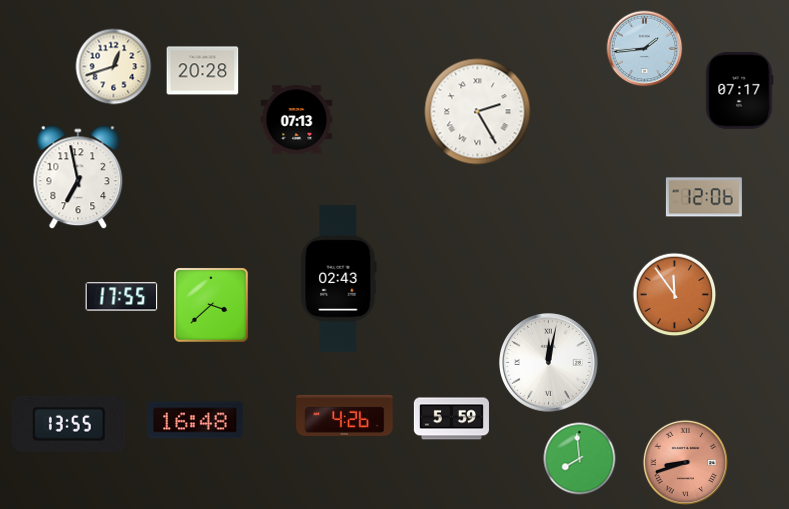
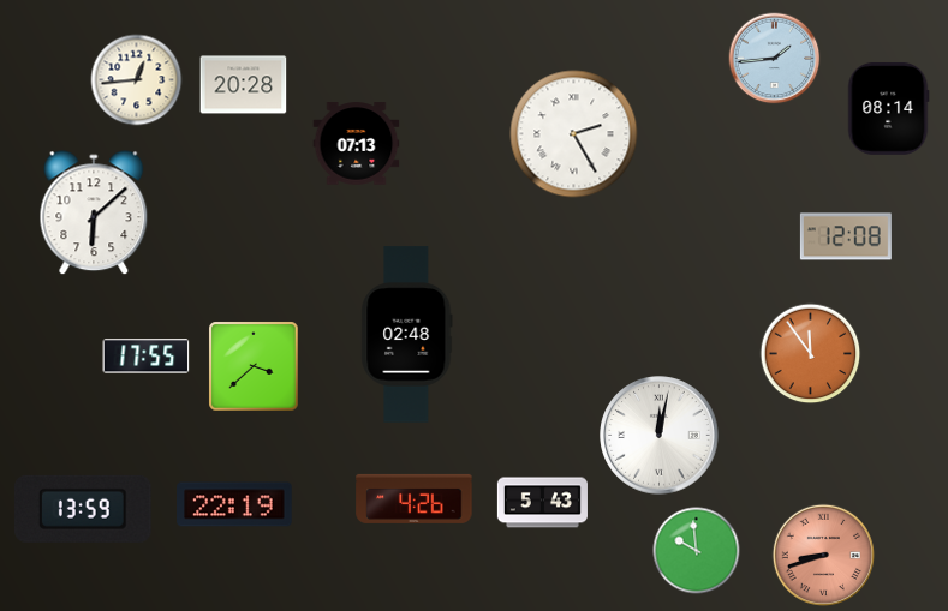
clock at (114, 67): 12:42 -> 12:44
clock at (740, 90): 07:17 -> 08:14
clock at (78, 178): 6:58 -> 6:08
clock at (704, 197): 12:06 -> 12:08
clock at (339, 279): 02:43 -> 02:48
clock at (451, 419): 5:59 -> 5:43
clock at (195, 420): 16:48 -> 22:19
clock at (69, 424): 13:55 -> 13:59
clock at (580, 459): 7:59 -> 9:59
